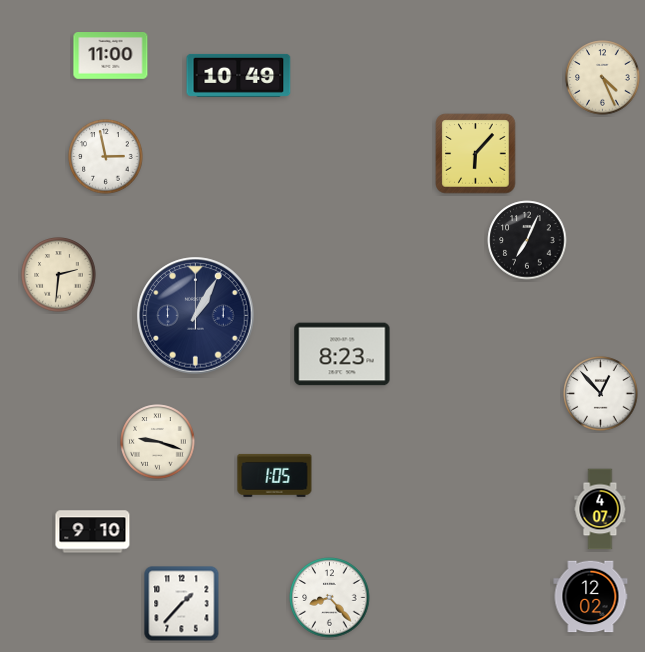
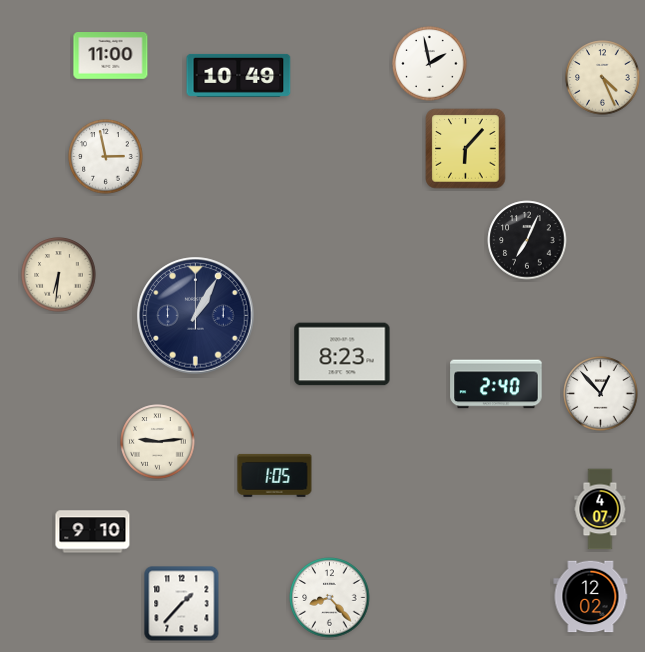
clock at (430, 64): none -> 1:58
clock at (476, 154) position: (476, 154) -> (466, 149)
clock at (59, 275): 2:31 -> 6:31
clock at (496, 384): none -> 2:40
clock at (158, 442): 9:18 -> 9:14
